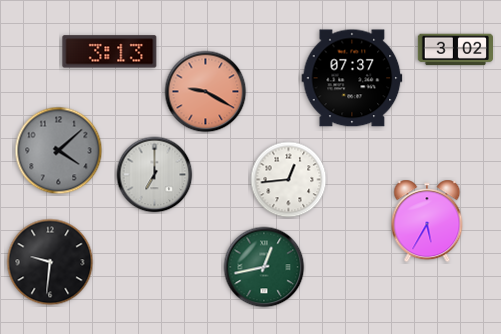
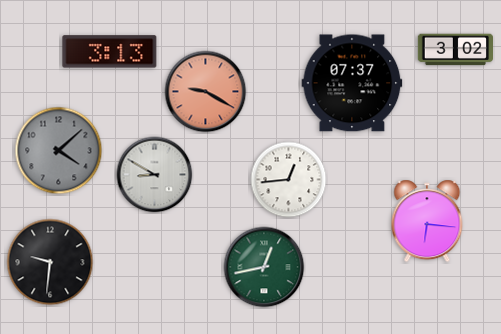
clock at (352, 78) position: (352, 78) -> (352, 83)
clock at (155, 175): 7:00 -> 8:50
clock at (427, 221): 5:35 -> 6:16
